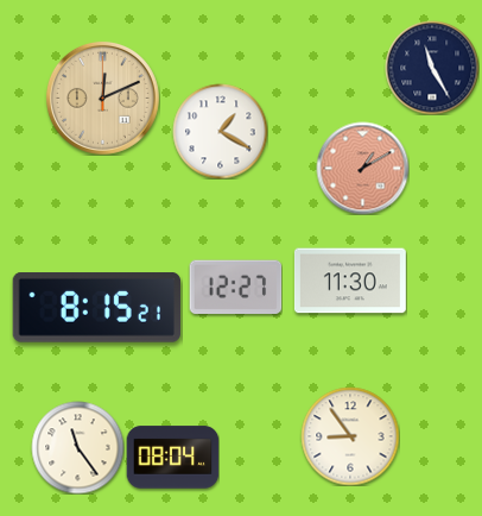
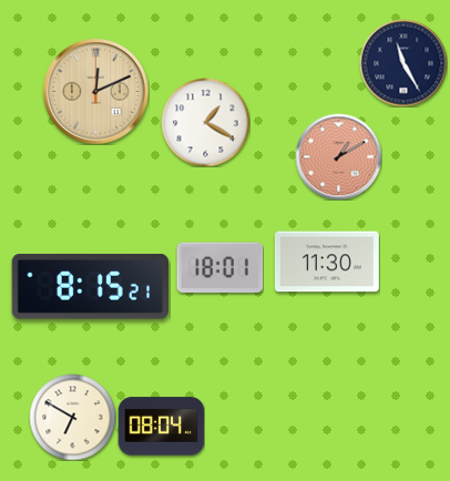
clock at (235, 288): 12:27 -> 18:01
clock at (350, 436): 8:54 -> none
clock at (77, 447): 11:24 -> 6:50
